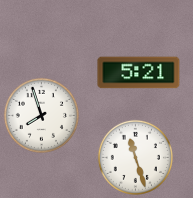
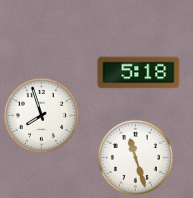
clock at (139, 73): 5:21 -> 5:18
